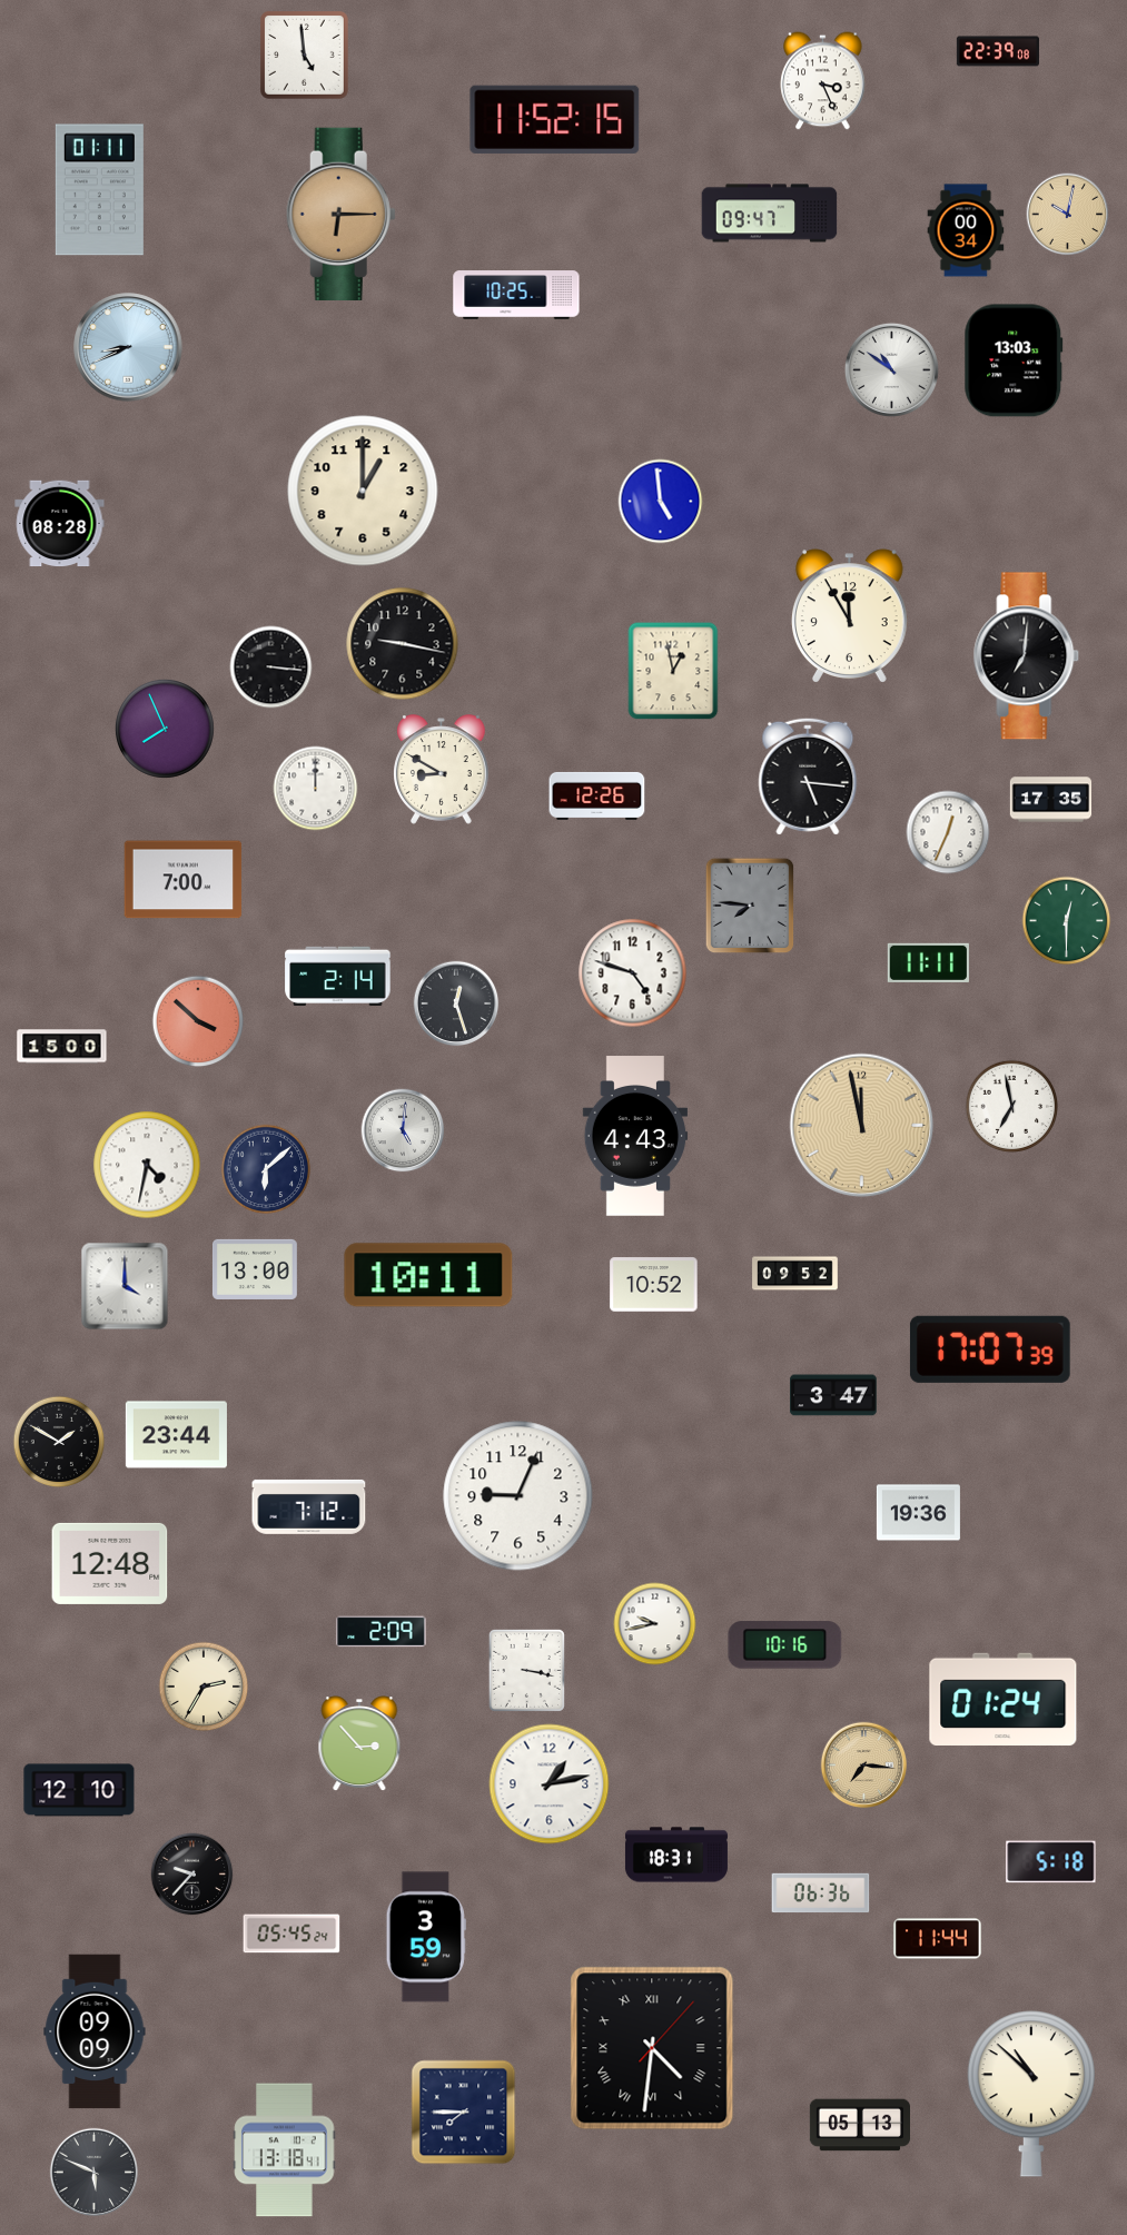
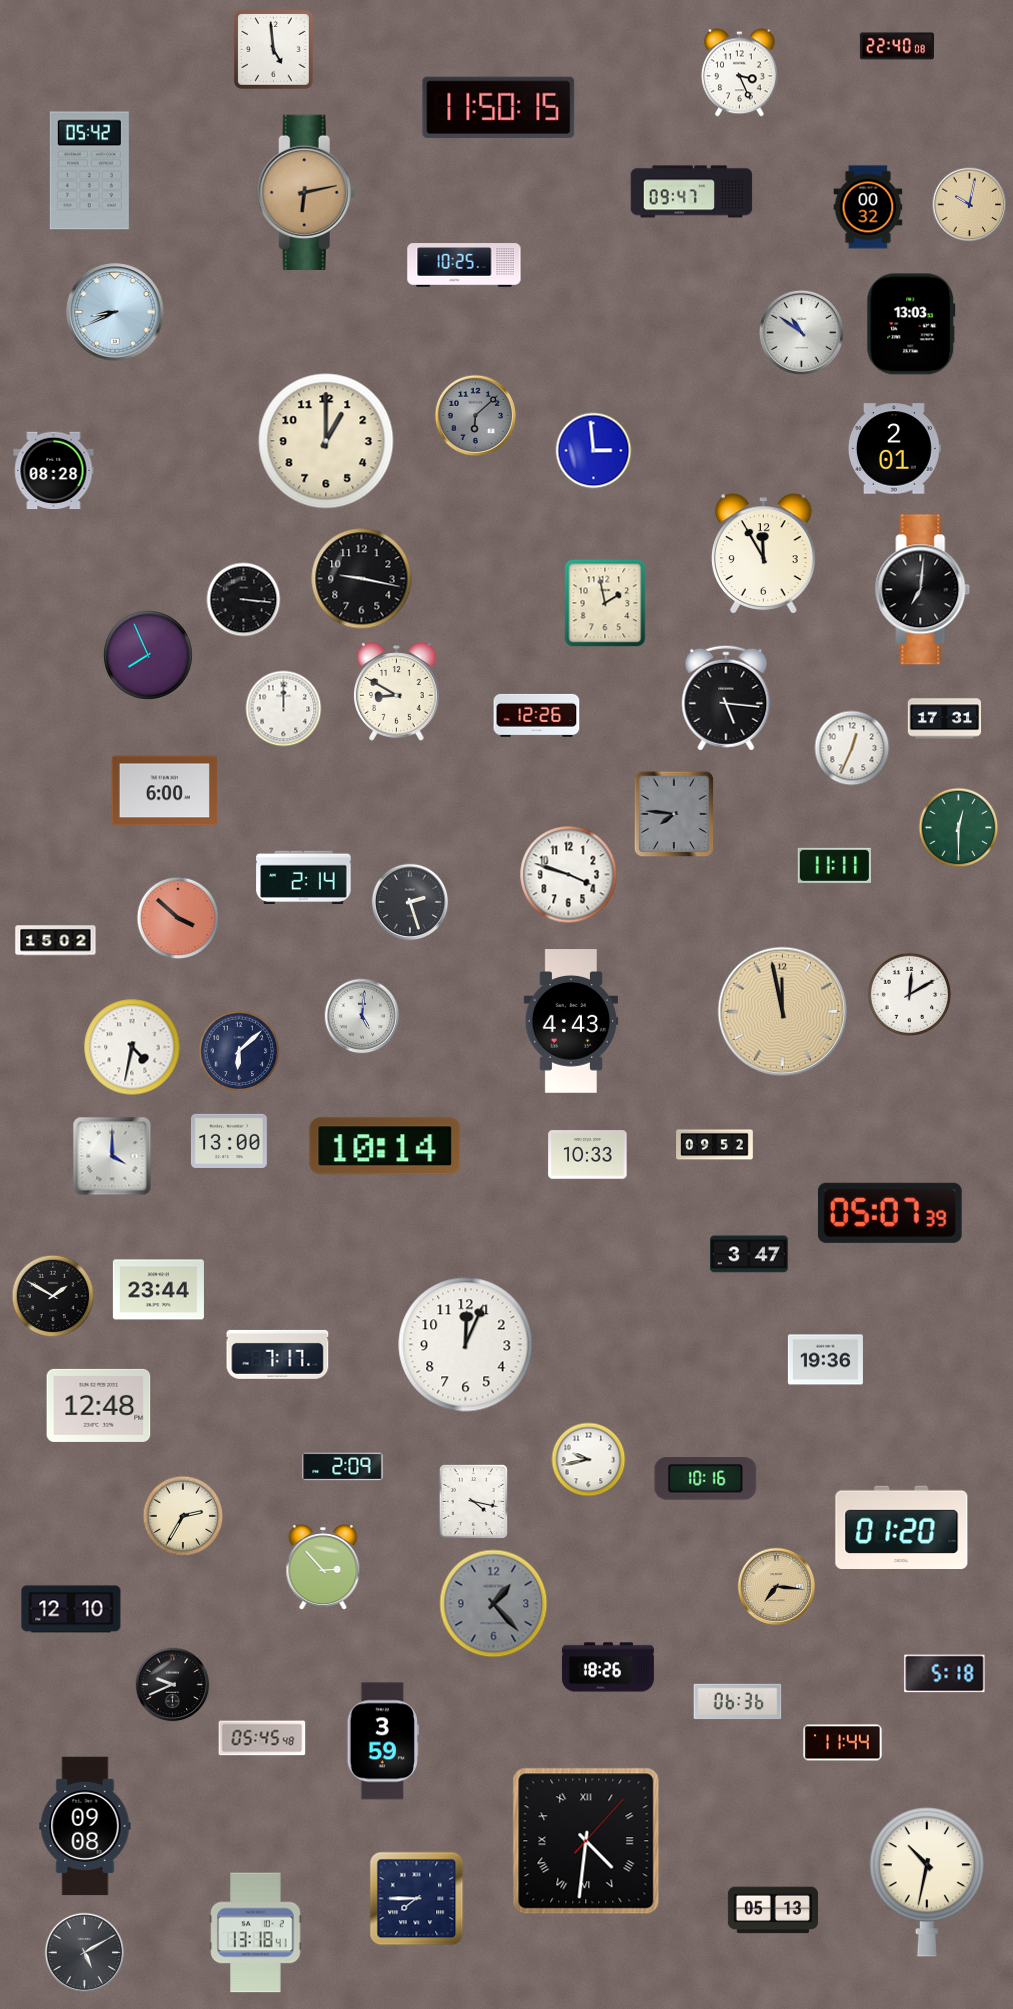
clock at (998, 51): 22:39 -> 22:40
clock at (555, 119): 11:52 -> 11:50
clock at (99, 190): 01:11 -> 05:42
clock at (340, 214): 6:15 -> 6:13
clock at (1068, 215) position: (1068, 215) -> (970, 205)
clock at (966, 230): 00:34 -> 00:32
clock at (475, 415): none -> 6:08
clock at (894, 449): none -> 2:01
clock at (661, 502): 4:59 -> 2:59
clock at (673, 671): 12:58 -> 1:58
clock at (1051, 800): 17:35 -> 17:31
clock at (184, 880): 7:00 -> 6:00
clock at (633, 973): 4:48 -> 3:48
clock at (456, 1003): 12:27 -> 2:27
clock at (62, 1047): 15:00 -> 15:02
clock at (1012, 1107): 6:58 -> 12:10
clock at (862, 1126) position: (862, 1126) -> (783, 1012)
clock at (428, 1275): 10:11 -> 10:14
clock at (654, 1285): 10:52 -> 10:33
clock at (990, 1349): 17:07 -> 05:07
clock at (518, 1496): 9:04 -> 12:04
clock at (309, 1506): 7:12 -> 7:17
clock at (526, 1670): 3:17 -> 4:17
clock at (1004, 1699): 01:24 -> 01:20
clock at (550, 1784): 1:13 -> 1:23
clock at (550, 1784) dial: white -> grey
clock at (676, 1855): 18:31 -> 18:26
clock at (192, 1875): 9:37 -> 9:41
clock at (291, 1934): 05:45:24 -> 05:45:48
clock at (95, 2031): 09:09 -> 09:08
clock at (1031, 2094): 10:52 -> 10:32
clock at (95, 2173): 5:49 -> 5:10
